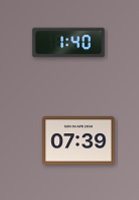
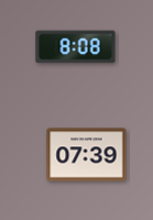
clock at (69, 43): 1:40 -> 8:08
